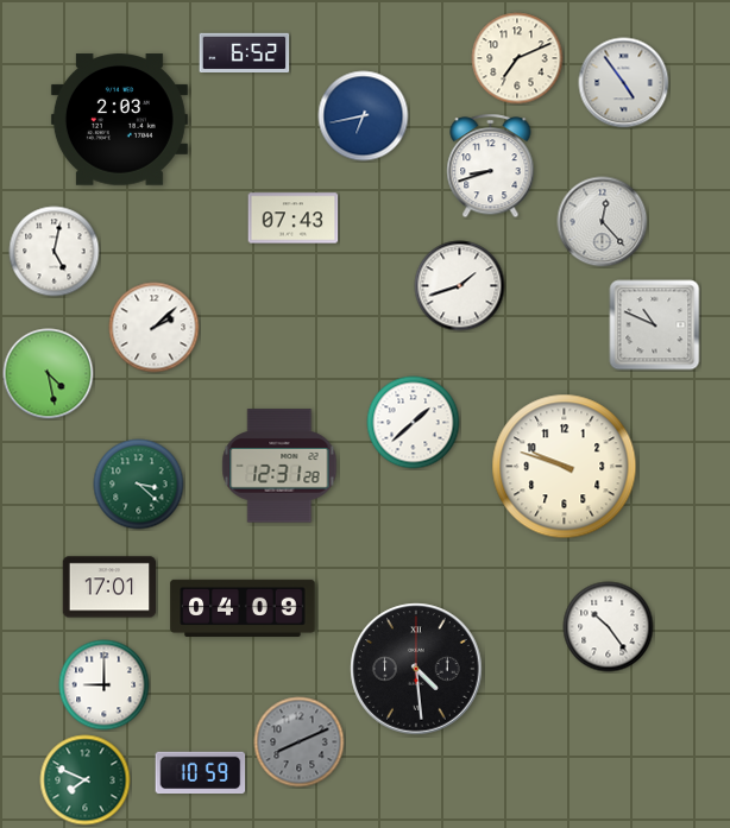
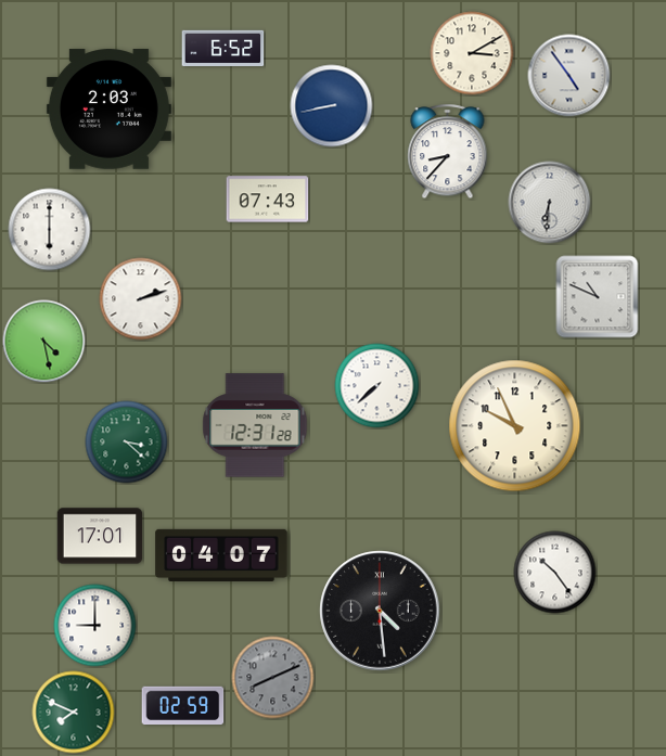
clock at (517, 58): 7:11 -> 3:10
clock at (364, 116): 6:43 -> 8:43
clock at (491, 166): 8:42 -> 8:37
clock at (603, 222): 12:23 -> 6:31
clock at (55, 252): 5:02 -> 6:00
clock at (460, 286): 1:42 -> none
clock at (155, 328): 2:08 -> 2:12
clock at (414, 423): 1:38 -> 7:38
clock at (565, 467): 9:48 -> 9:56
clock at (243, 608): 04:09 -> 04:07
clock at (201, 773): 10:59 -> 02:59
clock at (86, 780) position: (86, 780) -> (74, 713)
